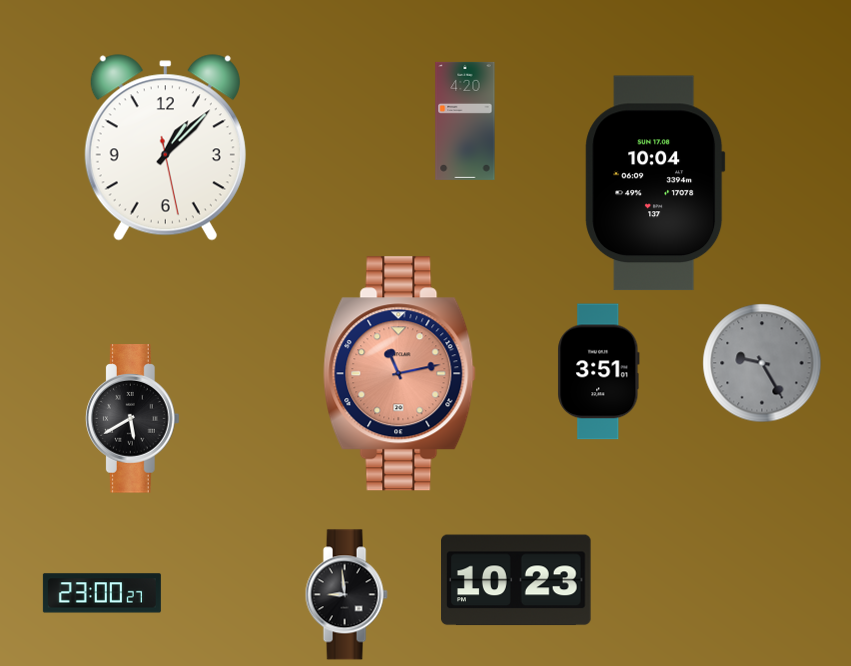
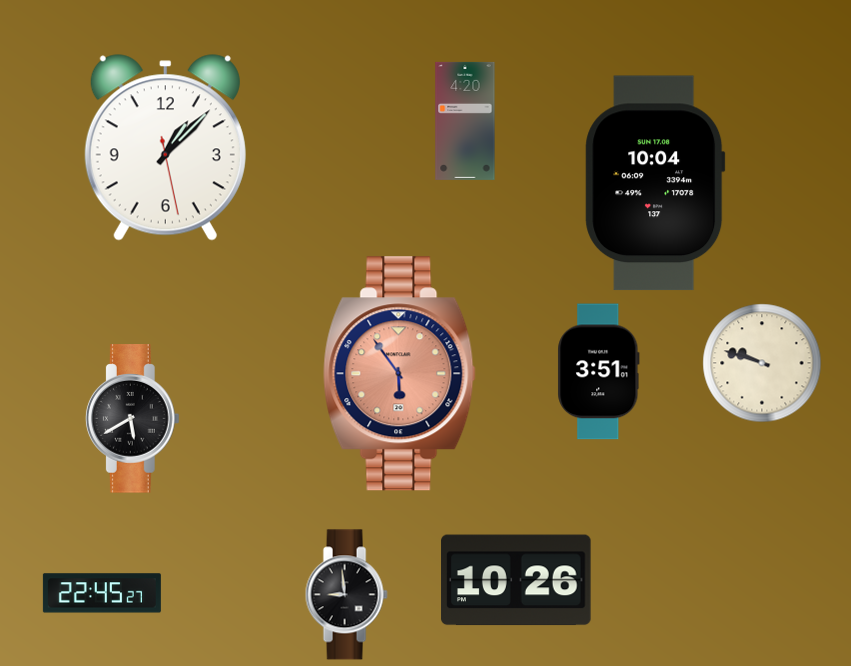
clock at (762, 363): 9:25 -> 9:48
clock at (762, 363) dial: grey -> cream
clock at (400, 374): 11:13 -> 5:54
clock at (516, 580): 10:23 -> 10:26
clock at (102, 593): 23:00 -> 22:45
